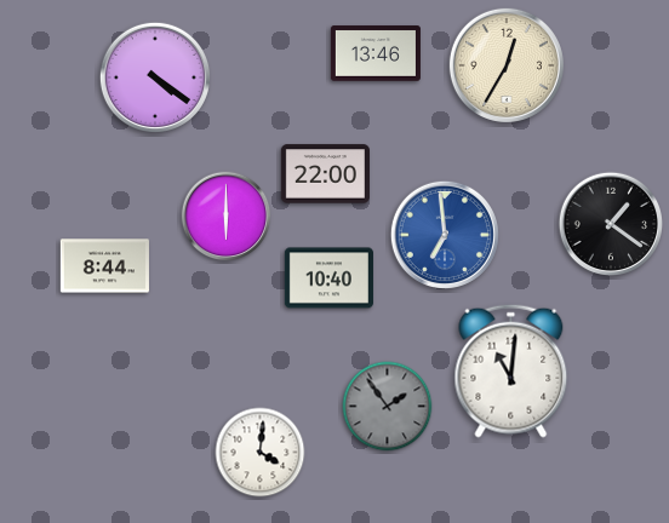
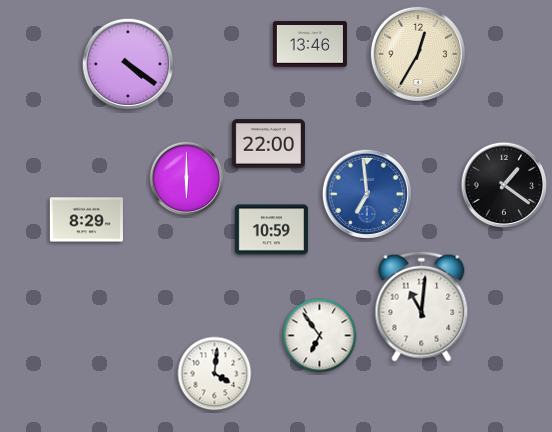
clock at (104, 266): 8:44 -> 8:29
clock at (328, 278): 10:40 -> 10:59
clock at (388, 407): 1:54 -> 6:54
clock at (388, 407) dial: grey -> white
